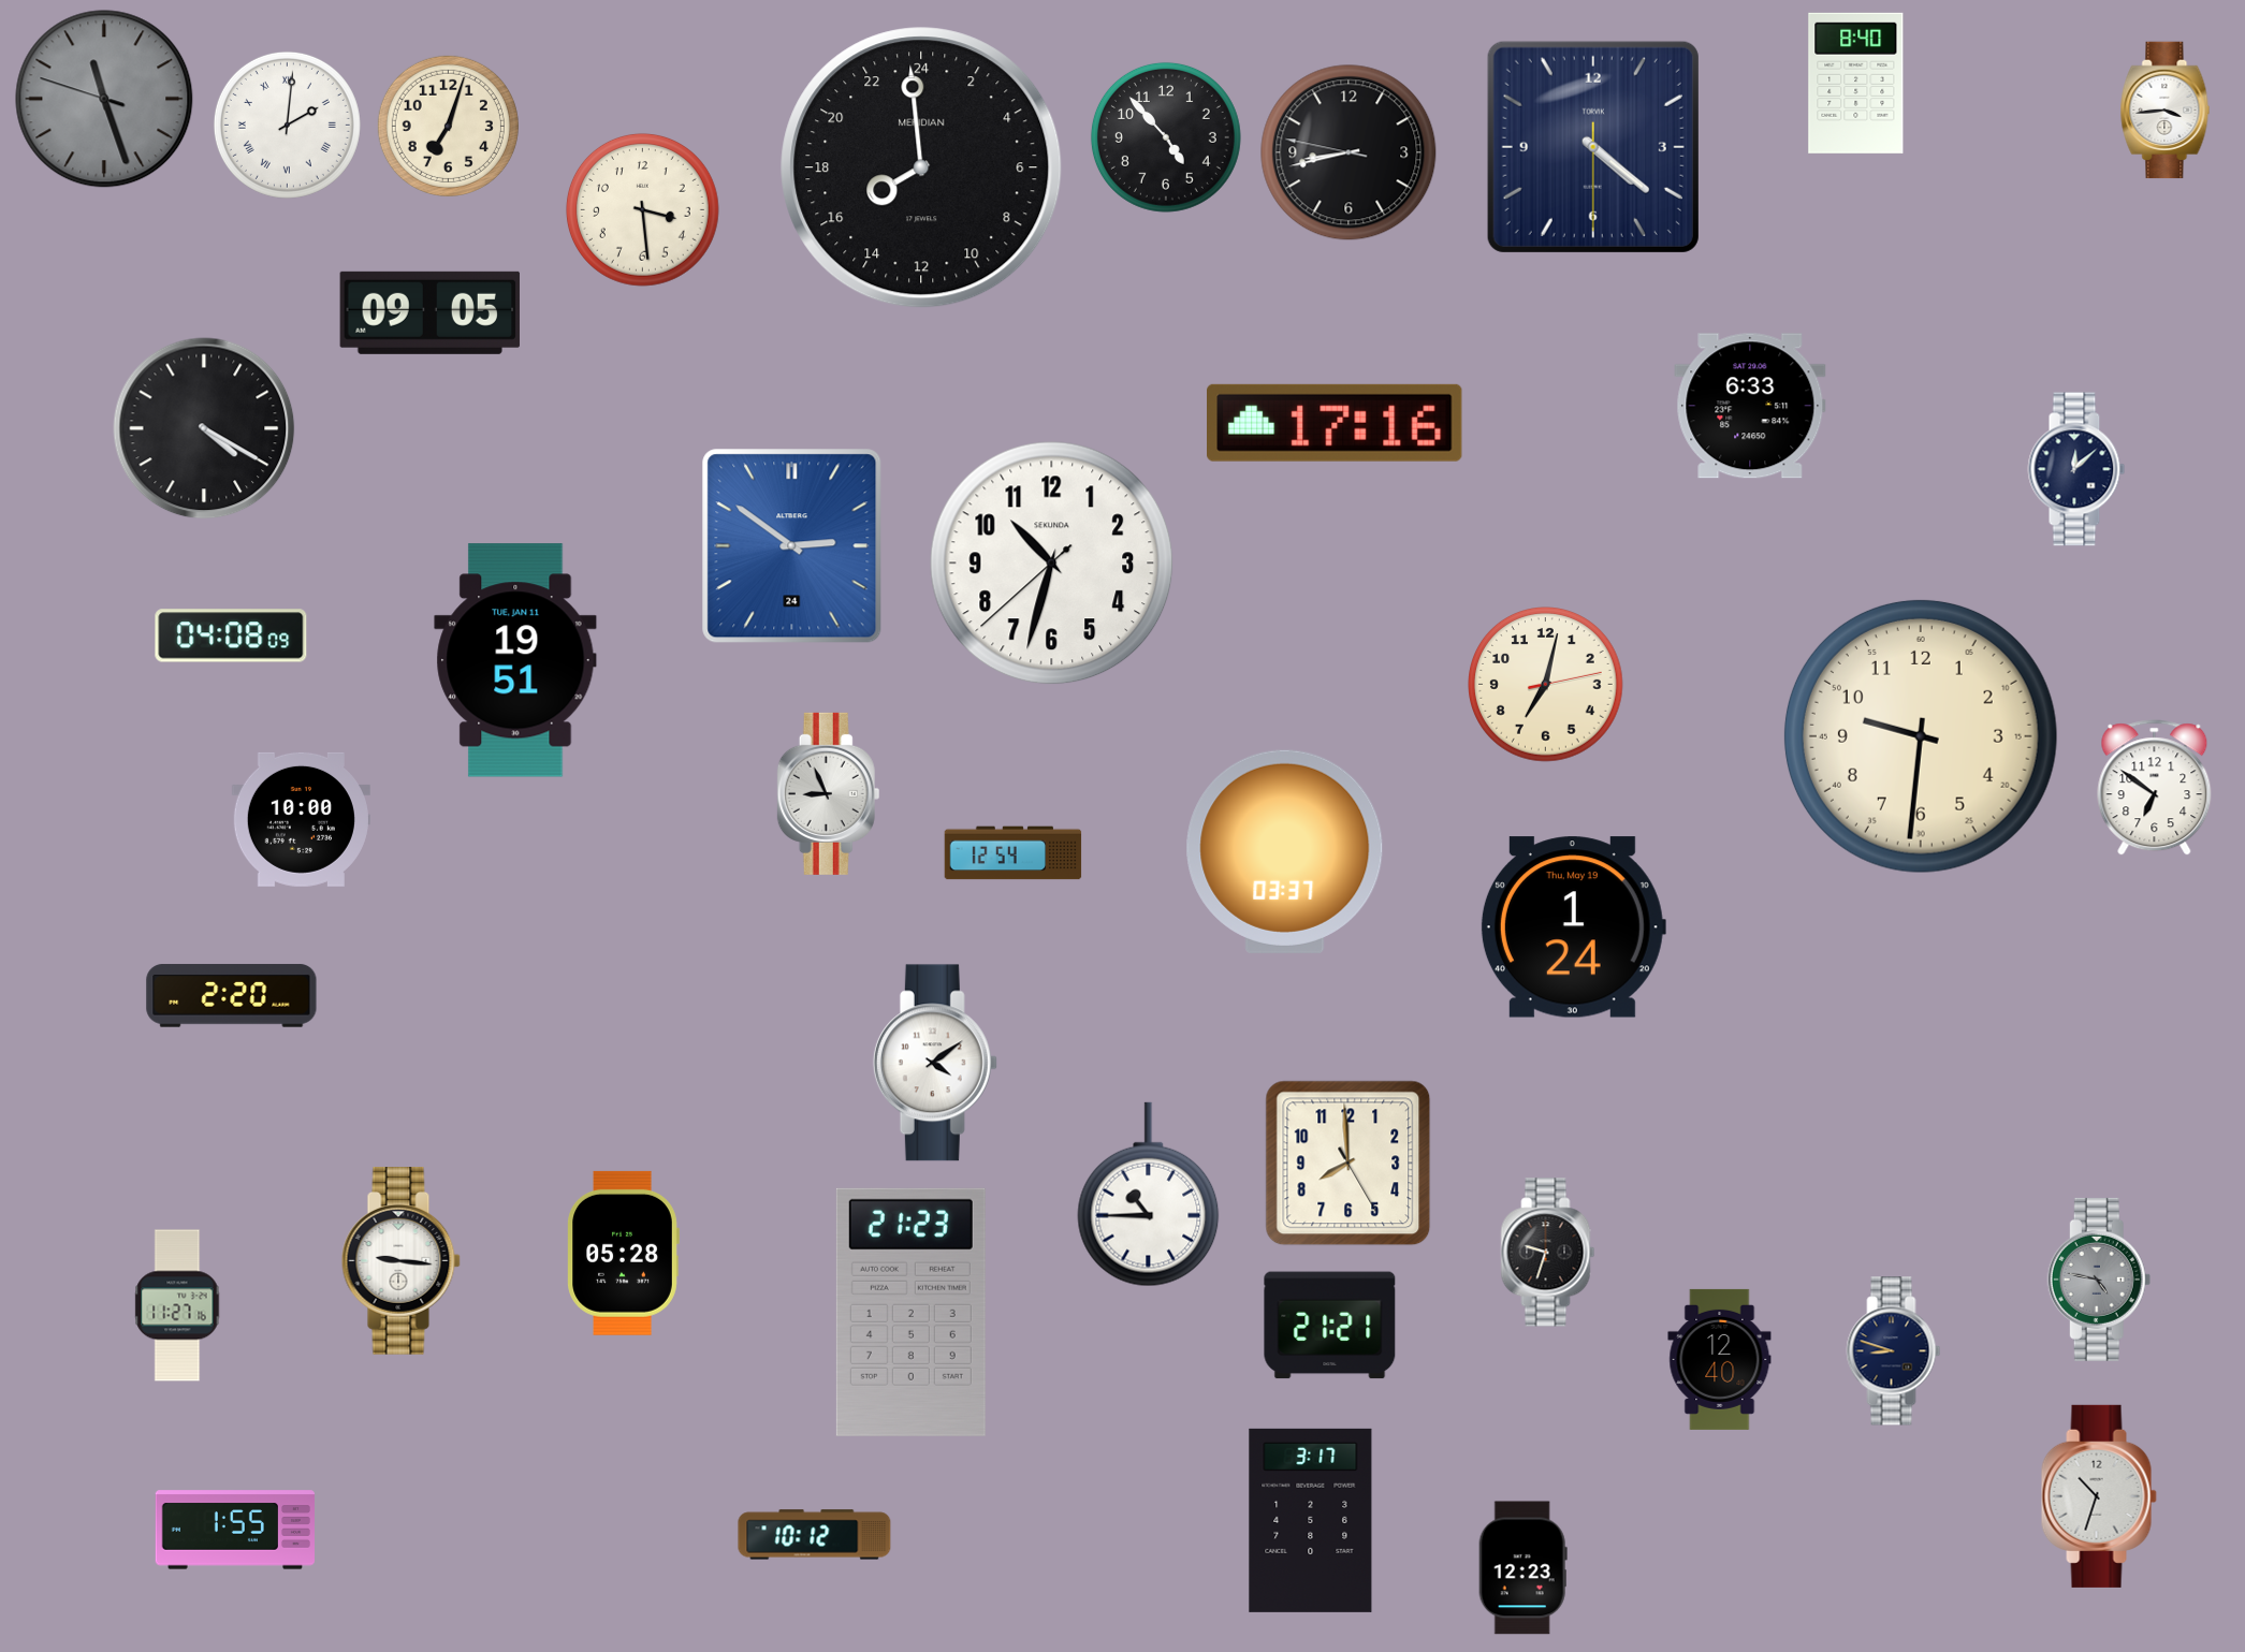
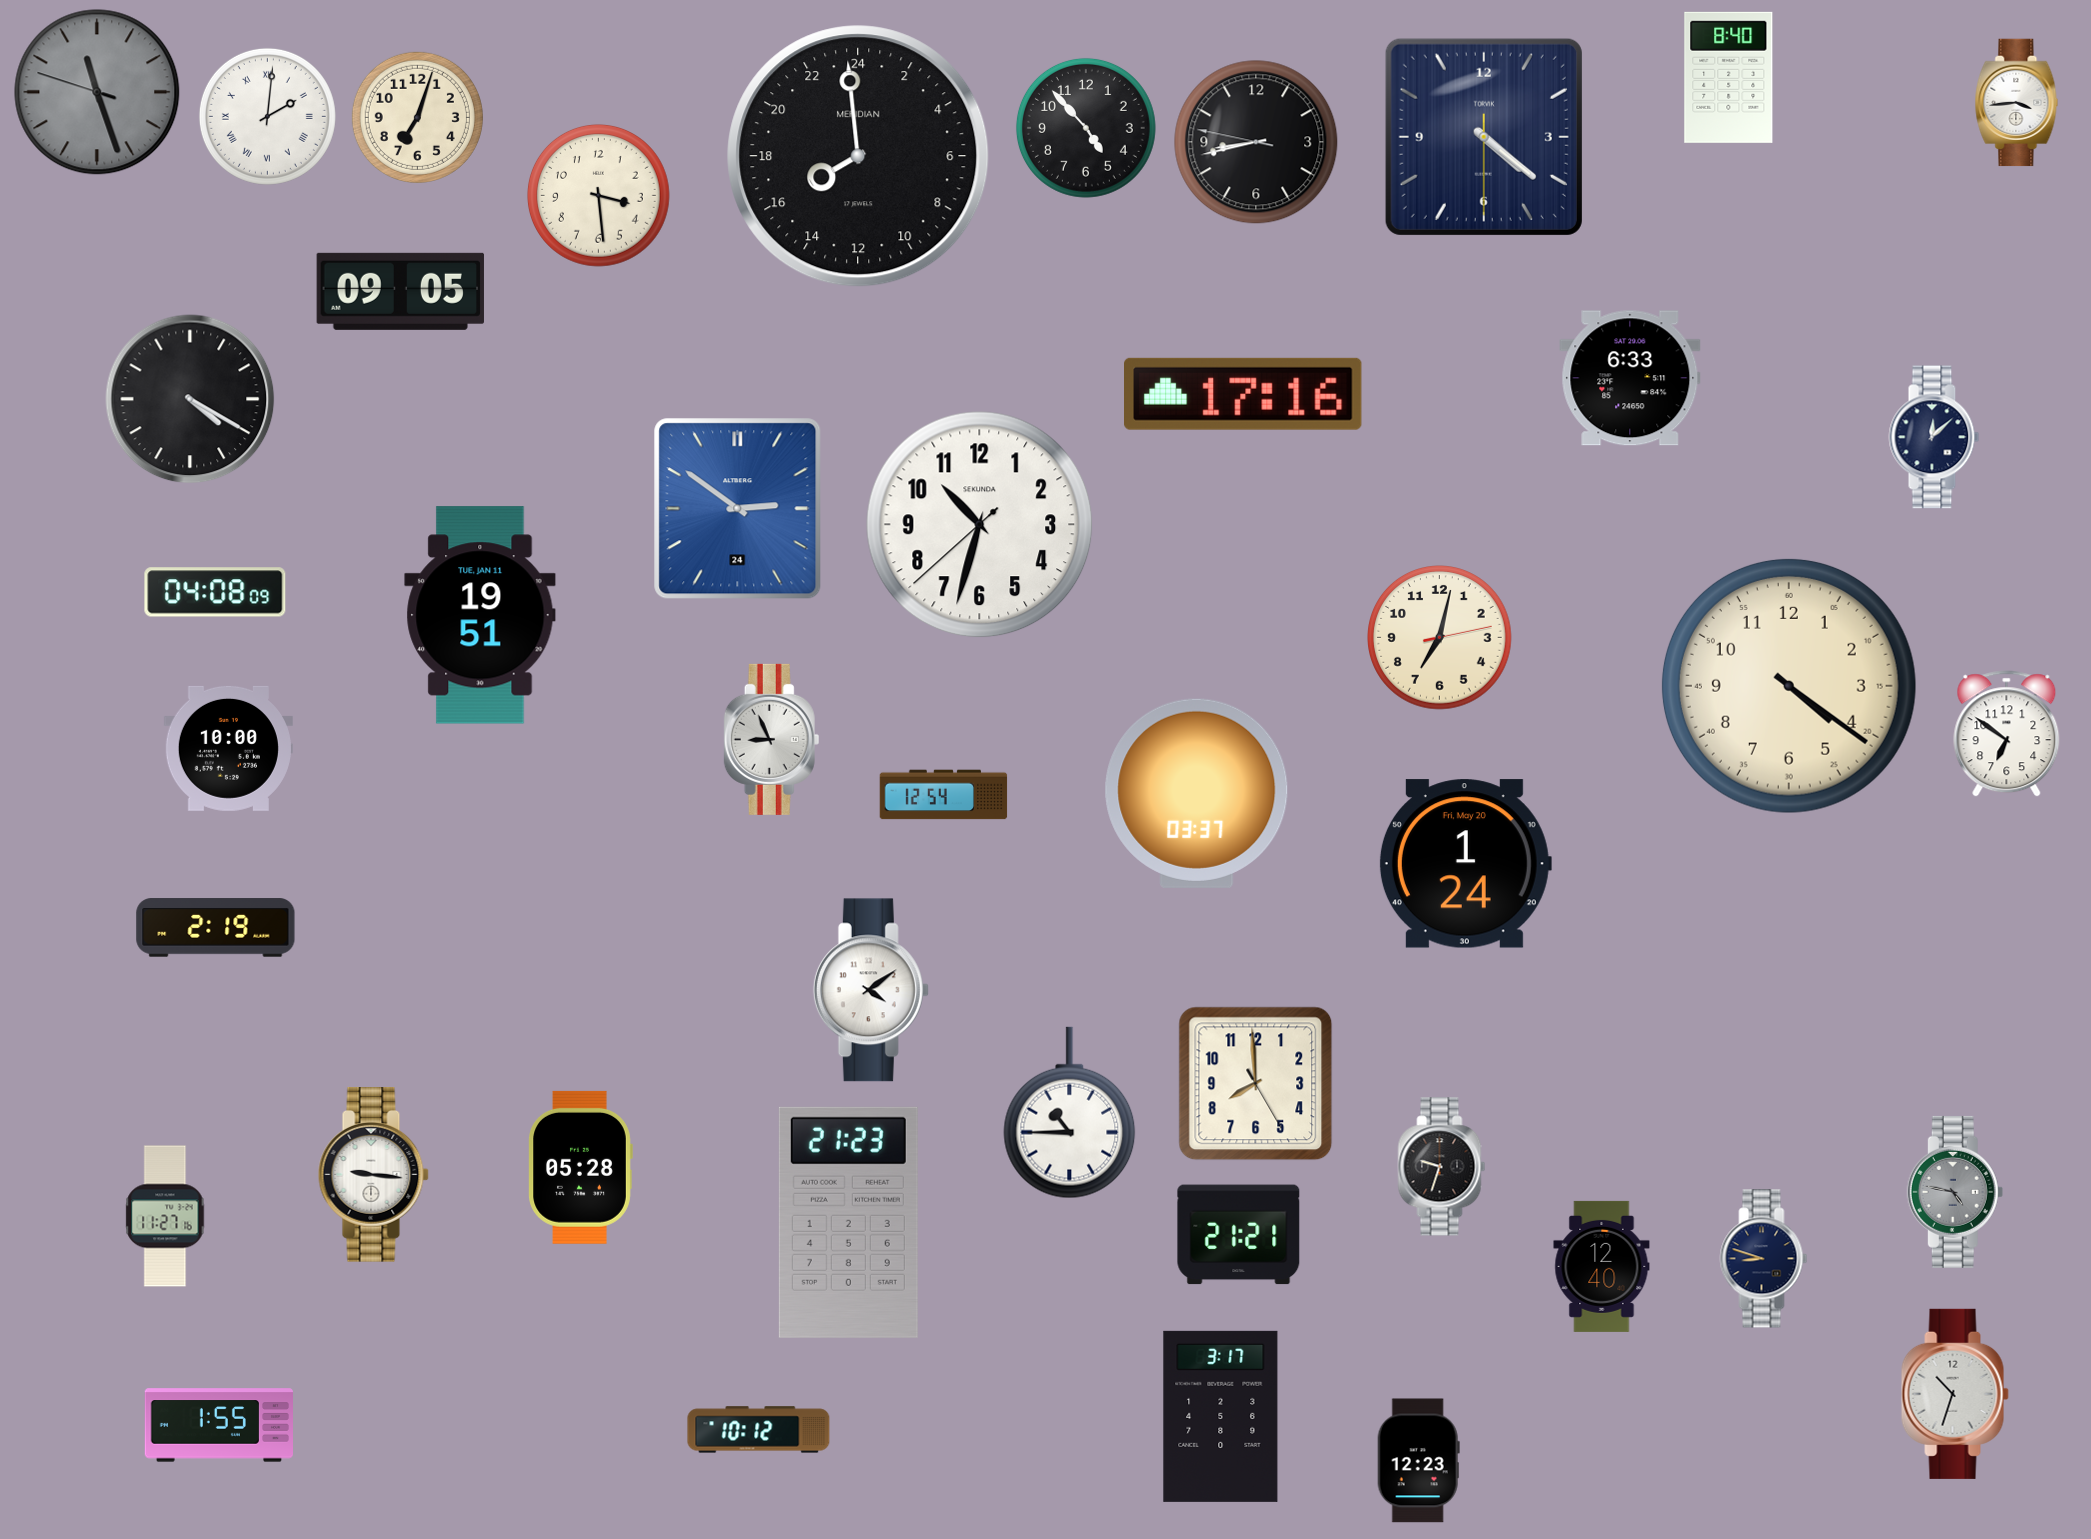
clock at (1921, 736): 9:31 -> 4:21
clock at (301, 819) position: (301, 819) -> (228, 748)
clock at (1573, 927) date: Thu, May 19 -> Fri, May 20
clock at (232, 996): 2:20 -> 2:19
